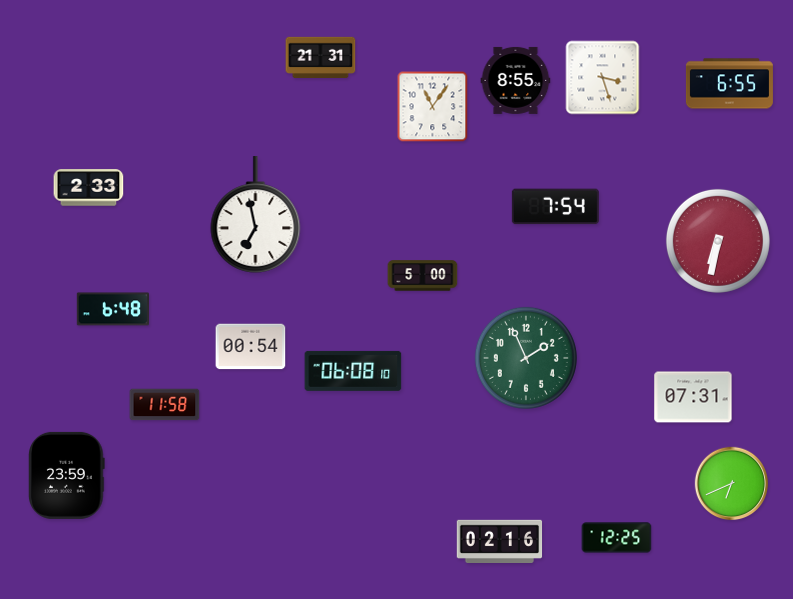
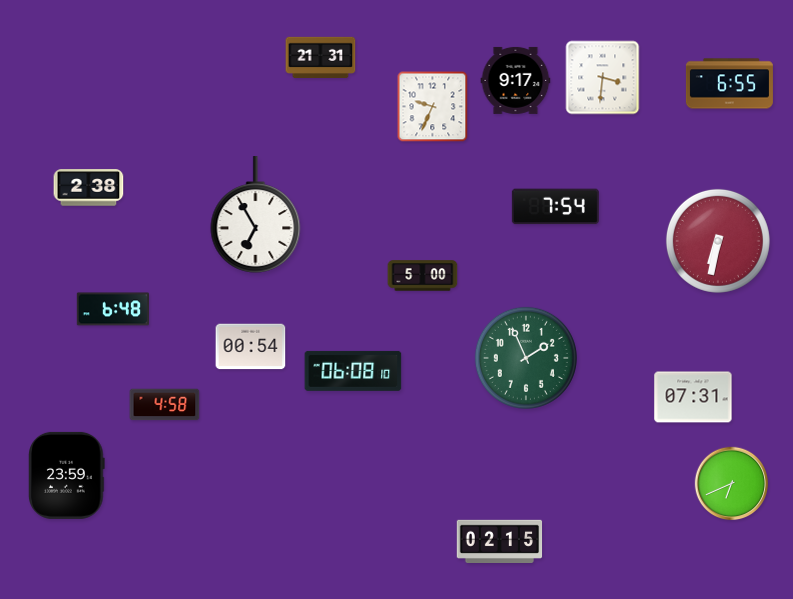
clock at (603, 78): 3:27 -> 3:31
clock at (516, 80): 8:55 -> 9:17
clock at (433, 107): 11:06 -> 9:34
clock at (89, 188): 2:33 -> 2:38
clock at (256, 215): 6:58 -> 6:55
clock at (165, 405): 11:58 -> 4:58
clock at (617, 538): 12:25 -> none
clock at (500, 541): 02:16 -> 02:15
